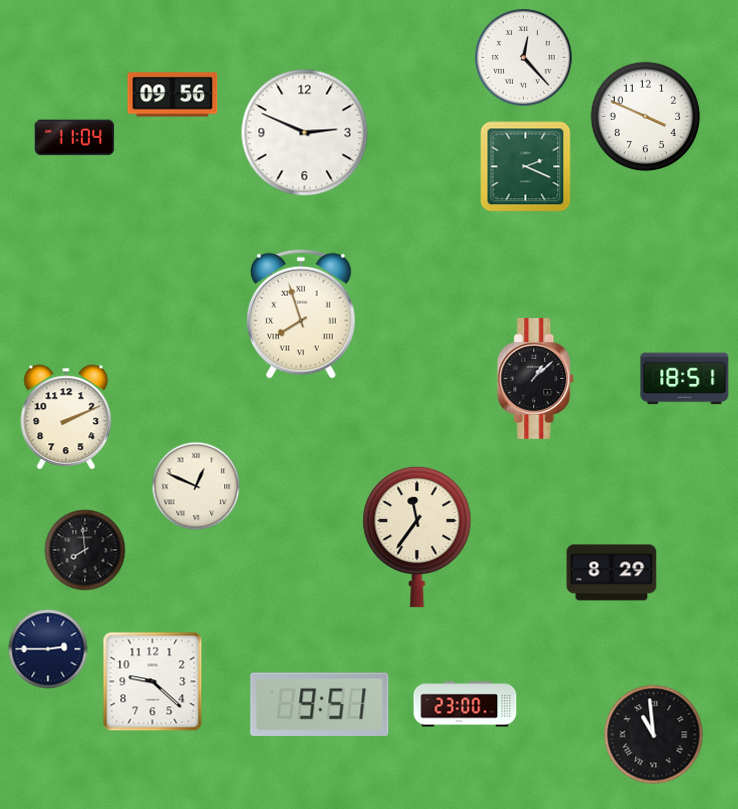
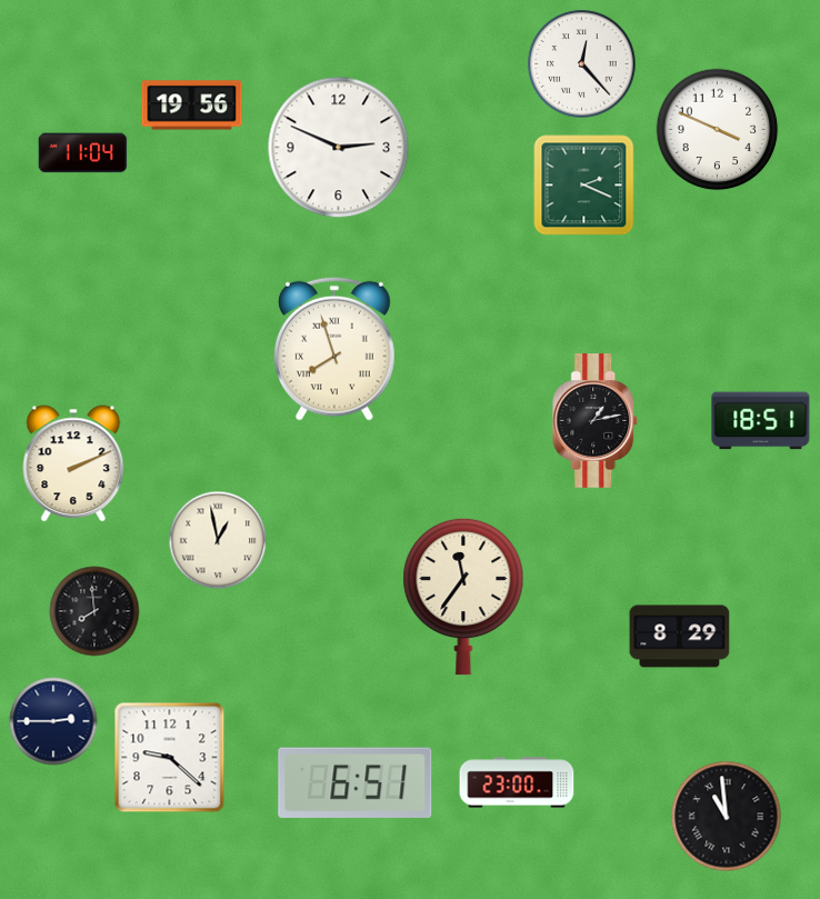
clock at (173, 95): 09:56 -> 19:56
clock at (536, 379): 1:08 -> 1:13
clock at (196, 486): 12:49 -> 12:58
clock at (320, 704): 9:51 -> 6:51
